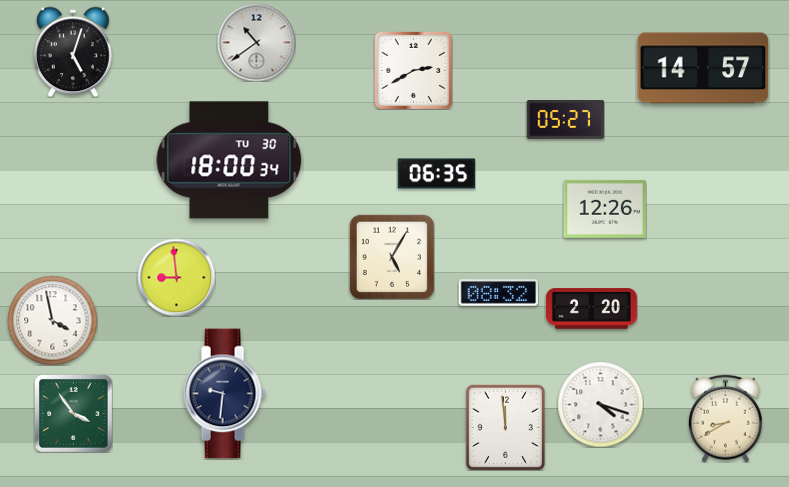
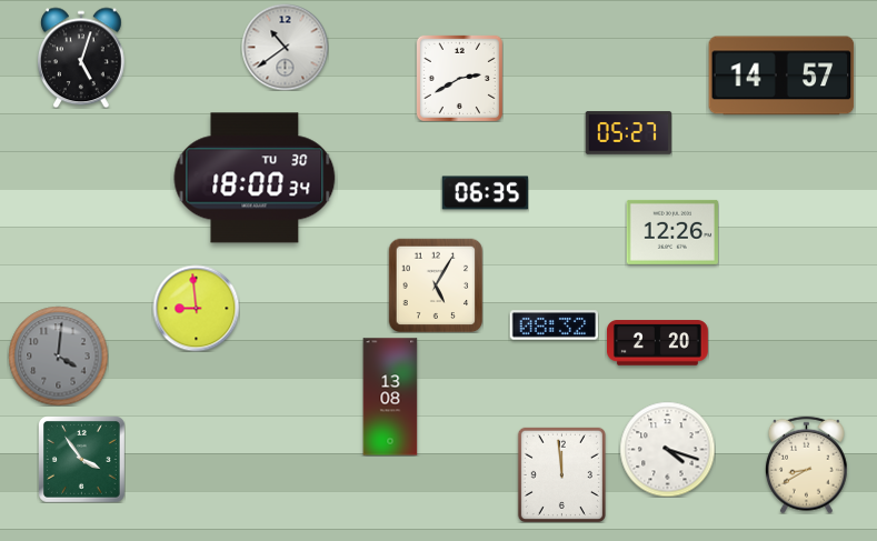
clock at (52, 320): 3:58 -> 4:01
clock at (52, 320) dial: white -> grey
clock at (390, 397): none -> 13:08
clock at (224, 394): 9:31 -> none
